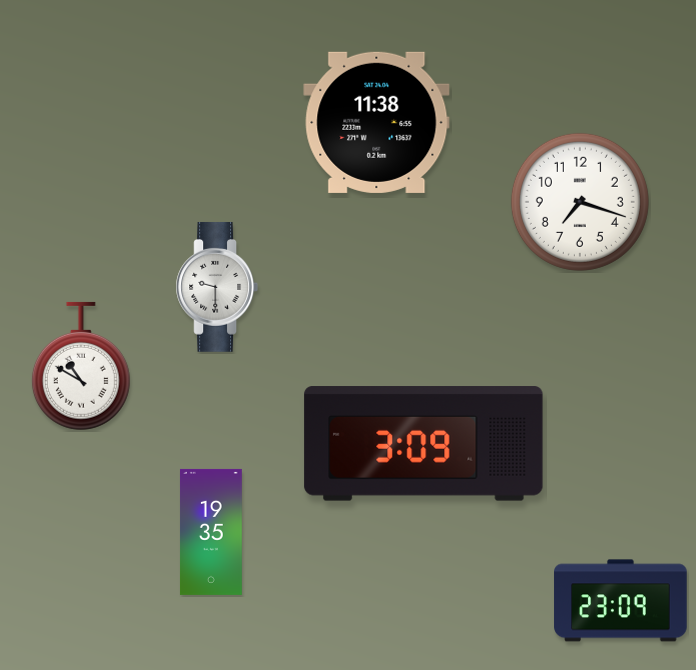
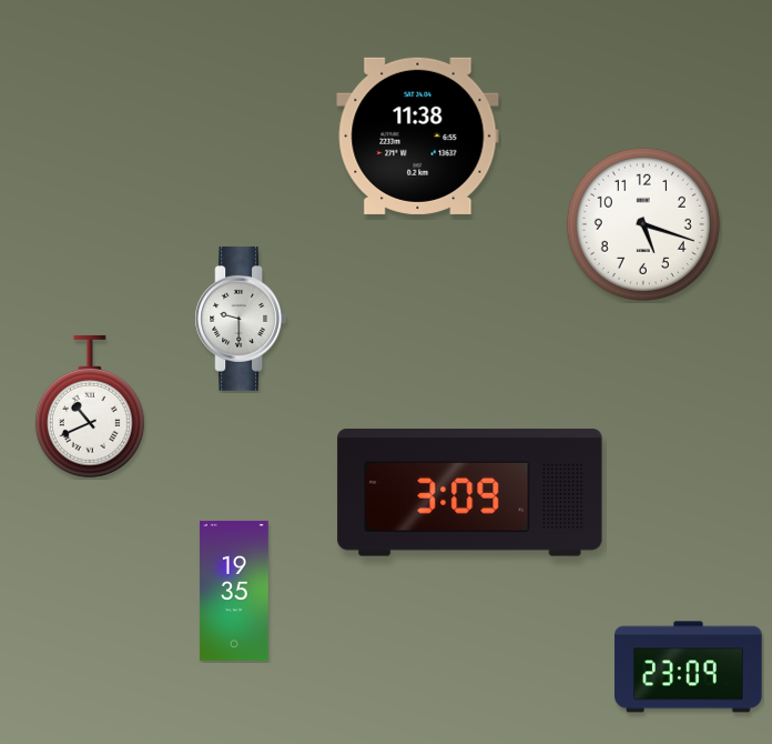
clock at (580, 202): 7:18 -> 5:18
clock at (81, 366): 10:50 -> 10:41
